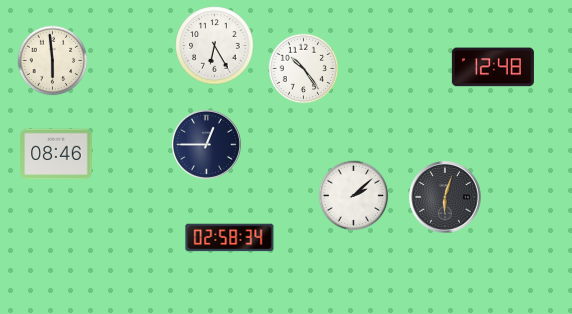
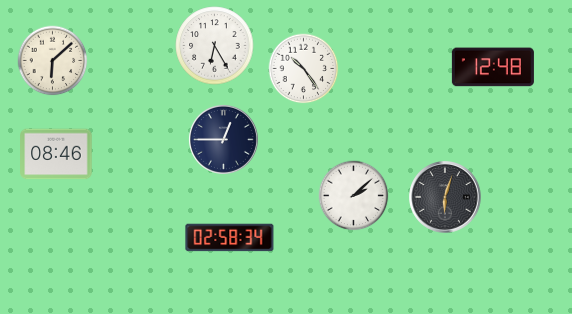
clock at (53, 61): 5:59 -> 6:08
clock at (206, 144) position: (206, 144) -> (223, 139)
